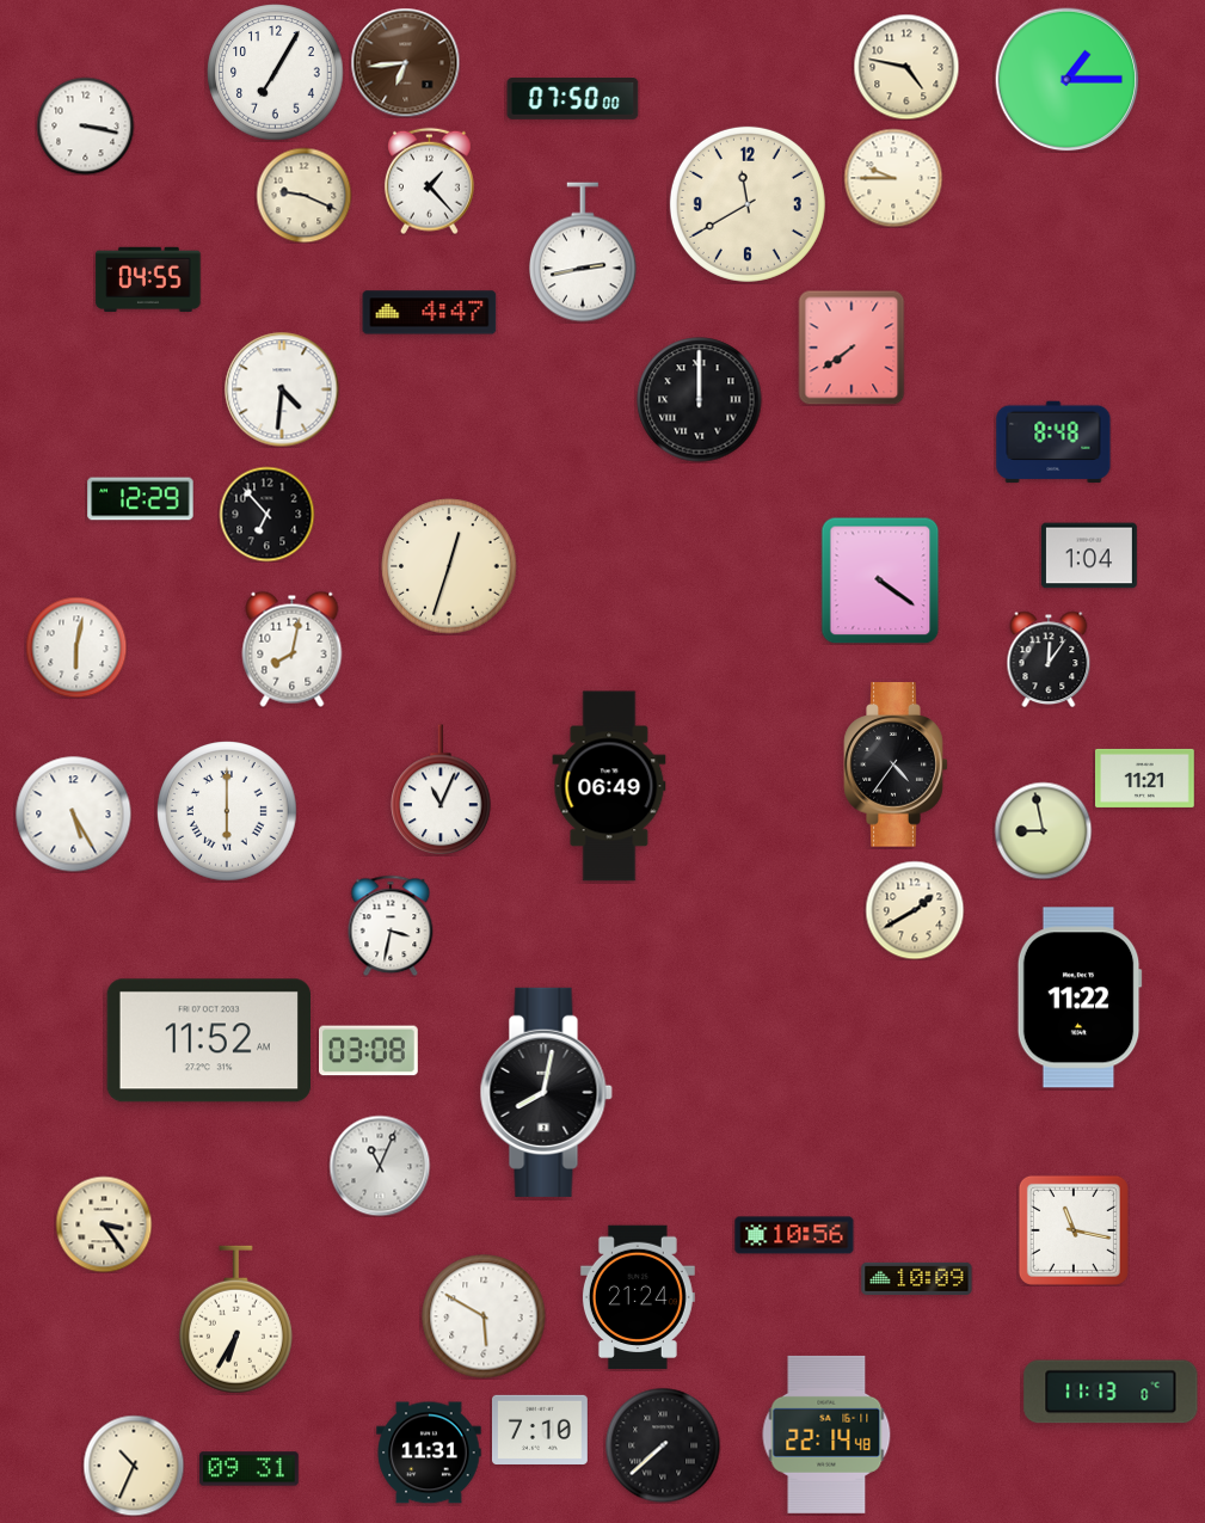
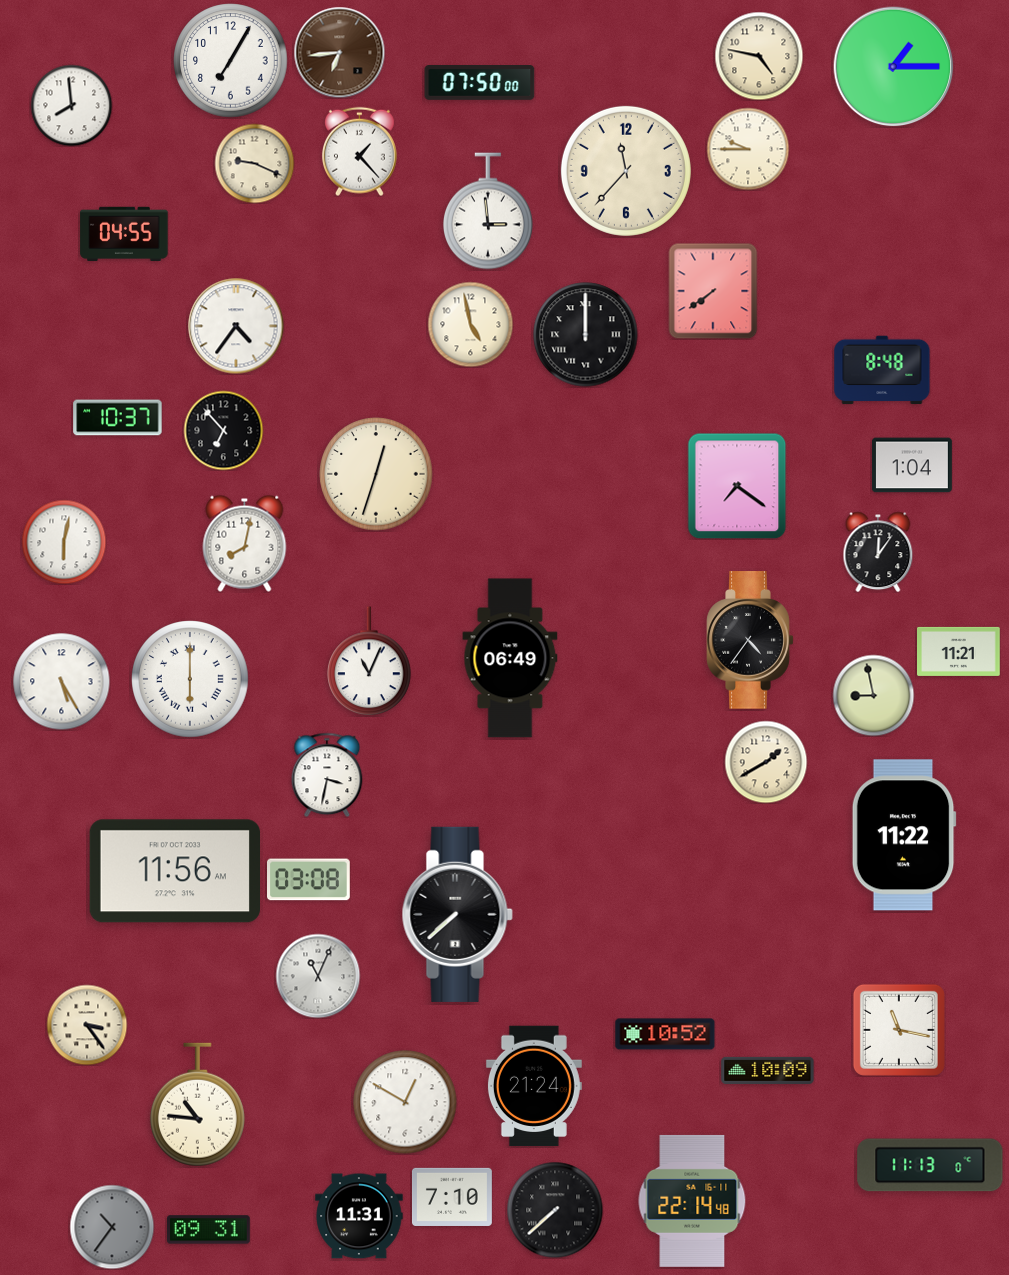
clock at (85, 125): 3:17 -> 7:59
clock at (748, 204): 11:40 -> 11:37
clock at (584, 252): 2:43 -> 2:59
clock at (430, 313): 4:47 -> none
clock at (470, 324): none -> 4:58
clock at (282, 389): 4:31 -> 4:36
clock at (141, 499): 12:29 -> 10:37
clock at (880, 581): 4:21 -> 7:21
clock at (208, 1040): 11:52 -> 11:56
clock at (546, 1092): 8:02 -> 7:38
clock at (794, 1235): 10:56 -> 10:52
clock at (484, 1316): 5:50 -> 12:50
clock at (235, 1320): 6:35 -> 10:46
clock at (134, 1466): 10:34 -> 10:36
clock at (134, 1466) dial: cream -> grey
